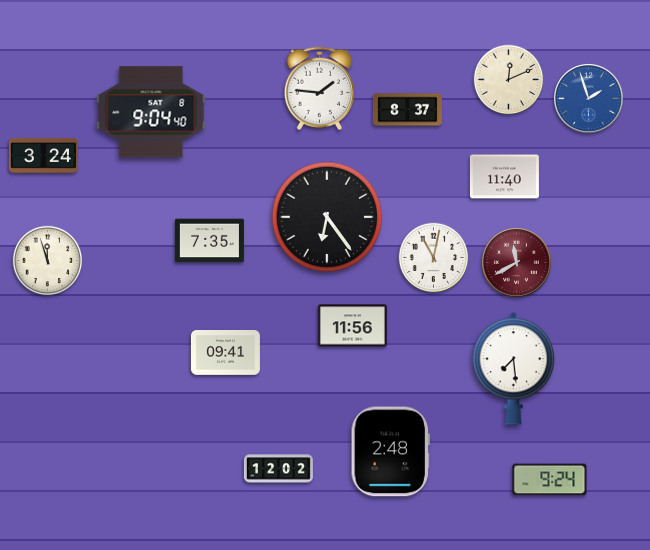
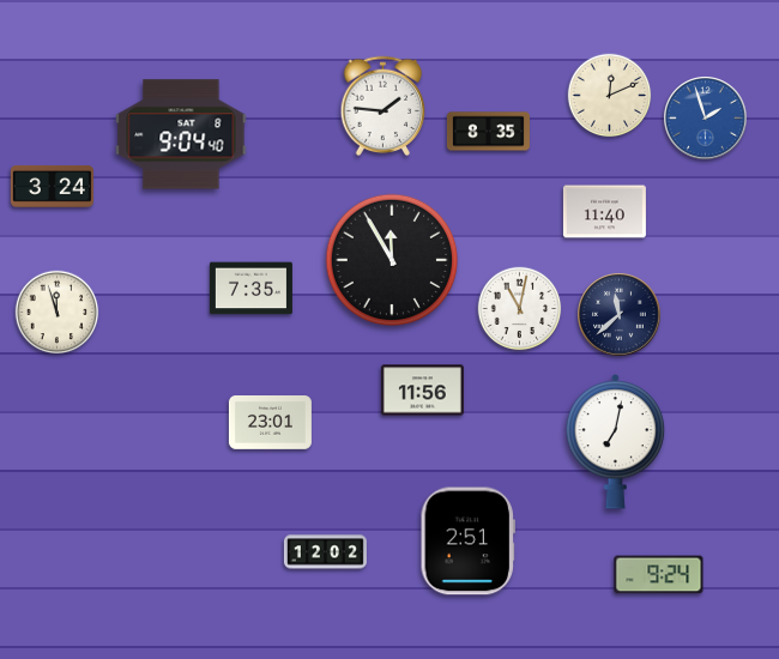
clock at (407, 110): 8:37 -> 8:35
clock at (327, 217): 6:24 -> 11:55
clock at (517, 263): 11:40 -> 11:38
clock at (517, 263) dial: burgundy -> navy
clock at (225, 353): 09:41 -> 23:01
clock at (514, 369): 7:29 -> 7:02
clock at (390, 452): 2:48 -> 2:51
clock at (278, 469) position: (278, 469) -> (325, 552)
